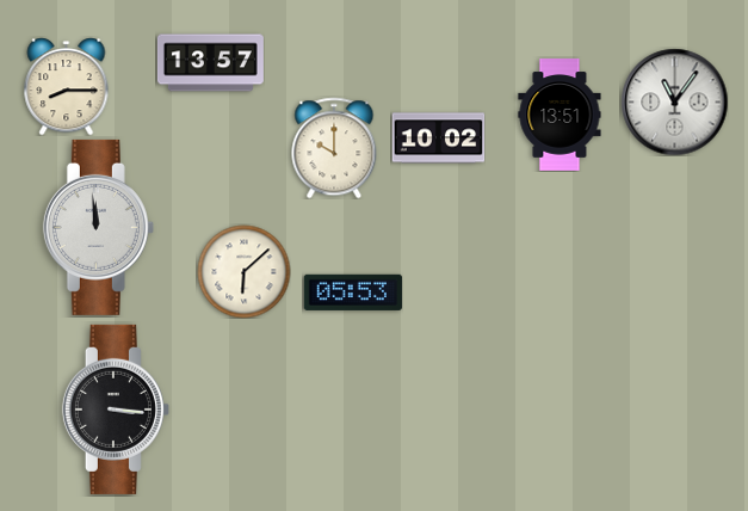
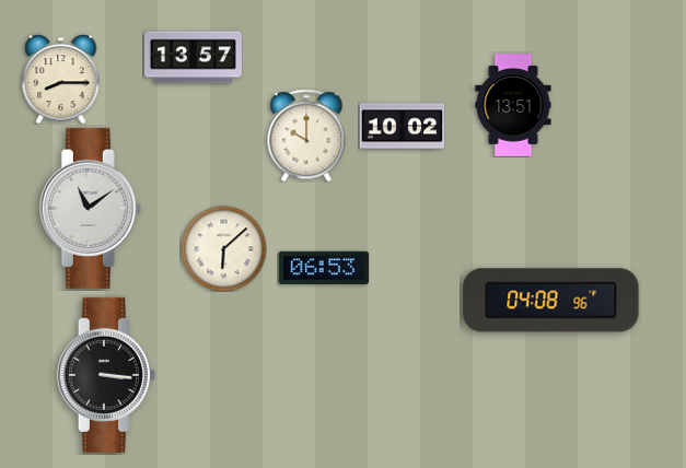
clock at (674, 101): 11:06 -> none
clock at (98, 227): 11:59 -> 11:09
clock at (353, 293): 05:53 -> 06:53
clock at (551, 301): none -> 04:08
